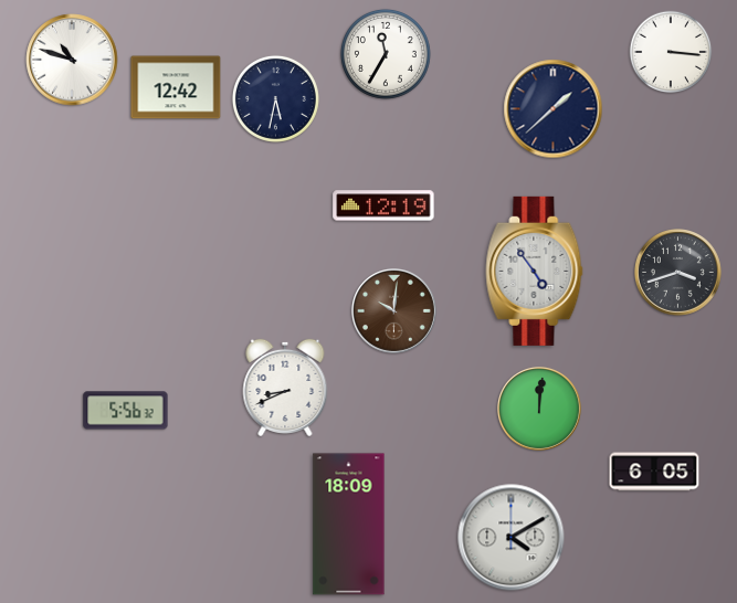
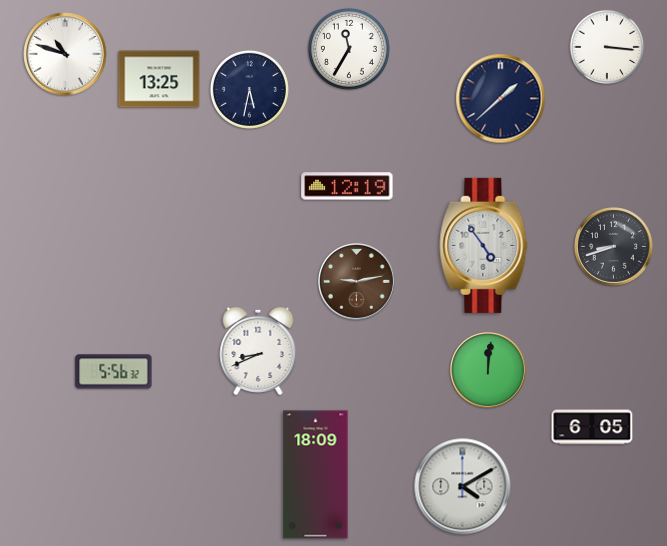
clock at (176, 87): 12:42 -> 13:25
clock at (678, 273): 3:42 -> 8:42
clock at (393, 310): 10:01 -> 9:13
